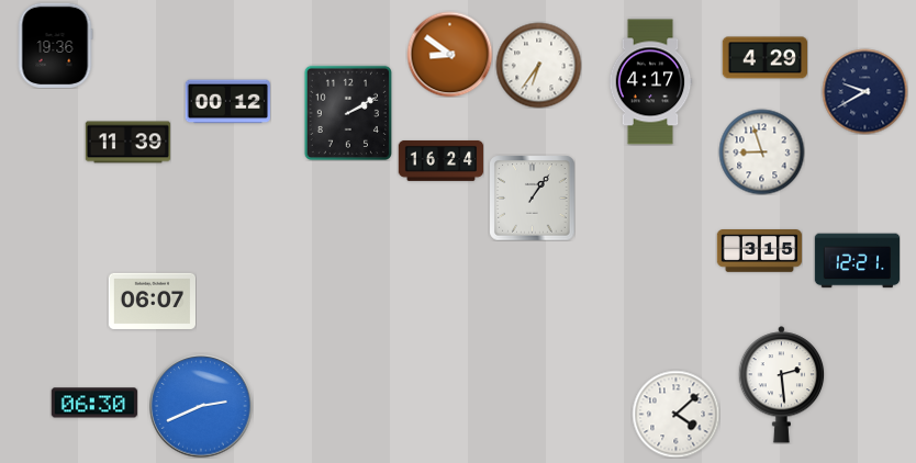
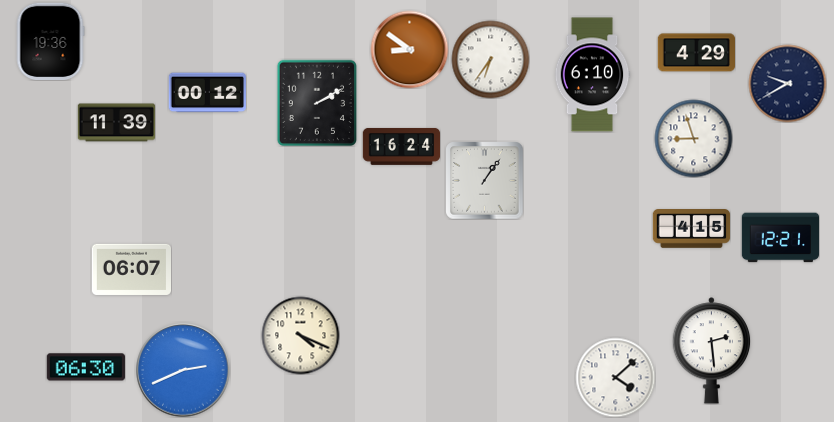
clock at (650, 82): 4:17 -> 6:10
clock at (127, 143) position: (127, 143) -> (116, 123)
clock at (759, 251): 3:15 -> 4:15
clock at (152, 301) position: (152, 301) -> (131, 269)
clock at (300, 335): none -> 4:19
